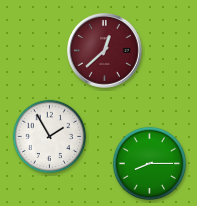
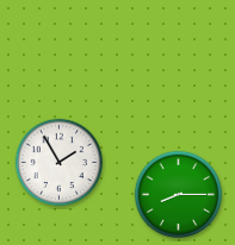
clock at (105, 51): 12:38 -> none
